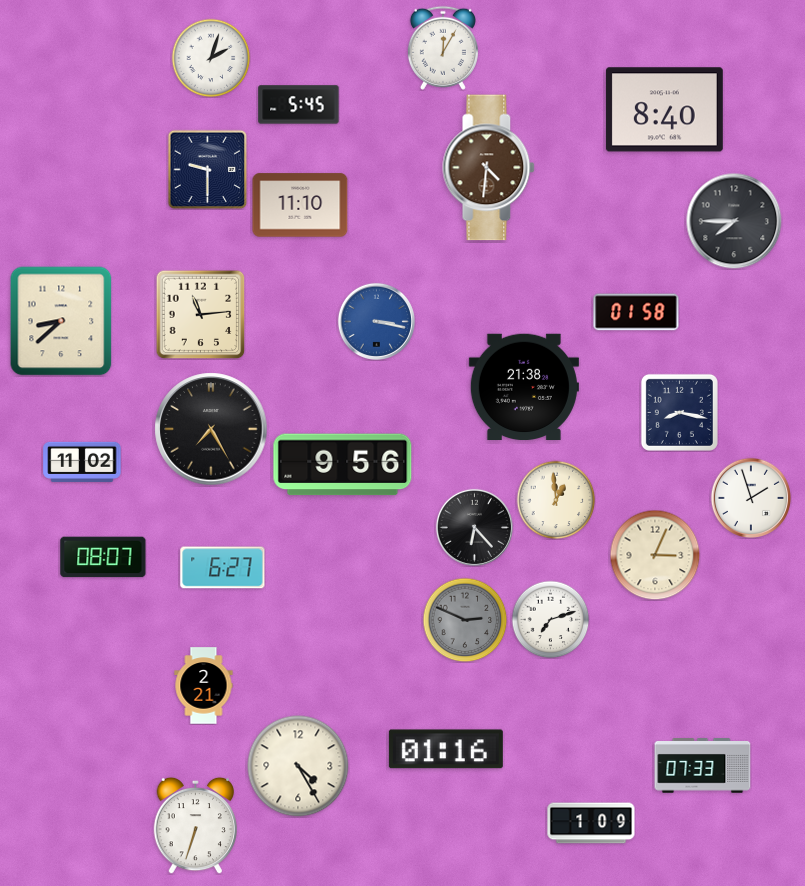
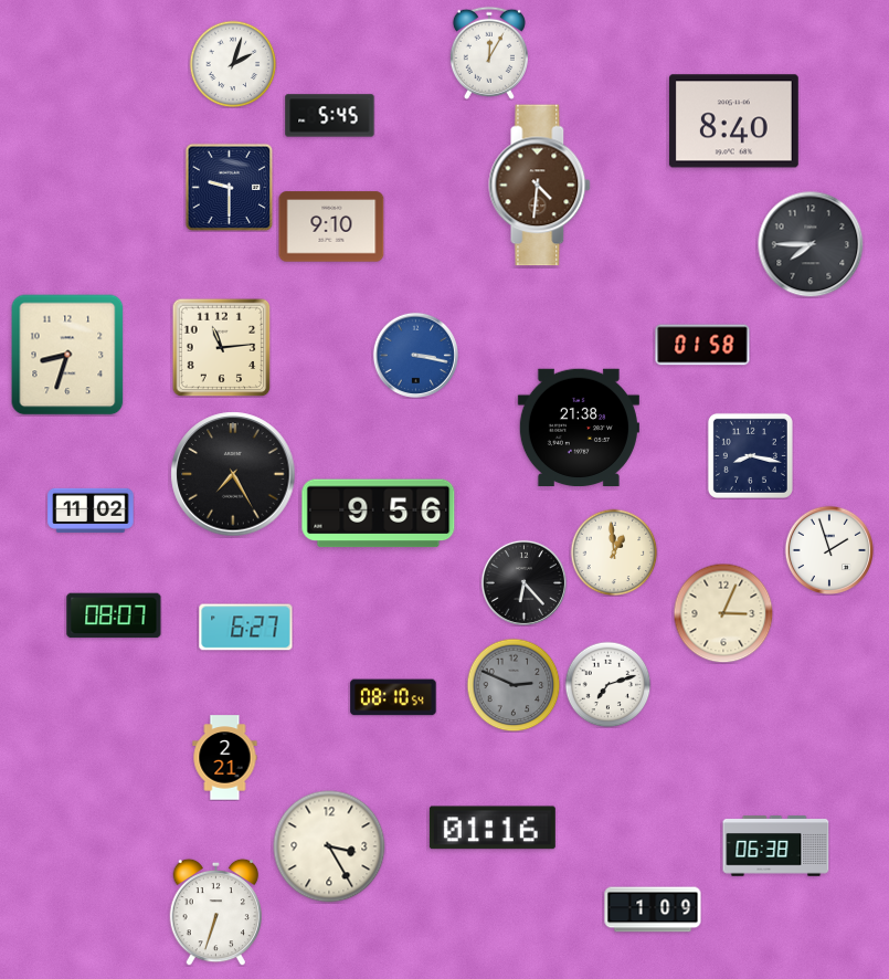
clock at (300, 205): 11:10 -> 9:10
clock at (61, 321): 8:38 -> 8:33
clock at (393, 697): none -> 08:10
clock at (298, 766): 4:25 -> 3:25
clock at (703, 766): 07:33 -> 06:38
